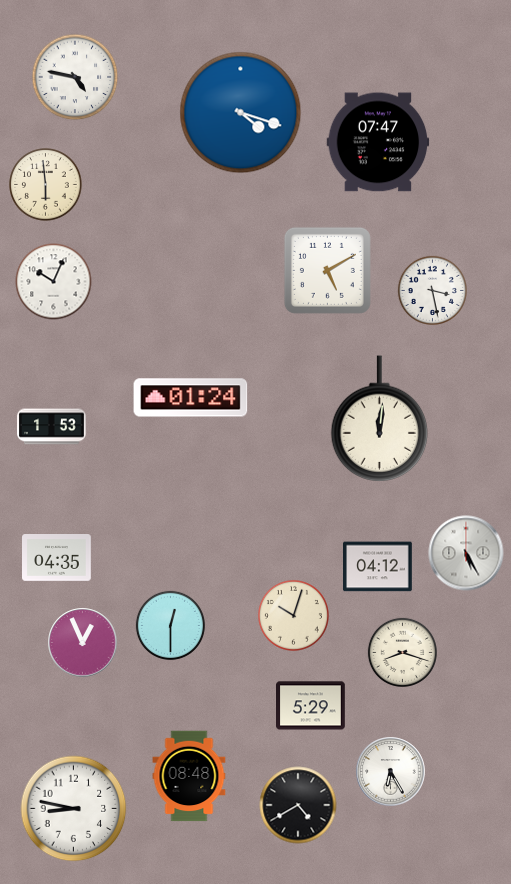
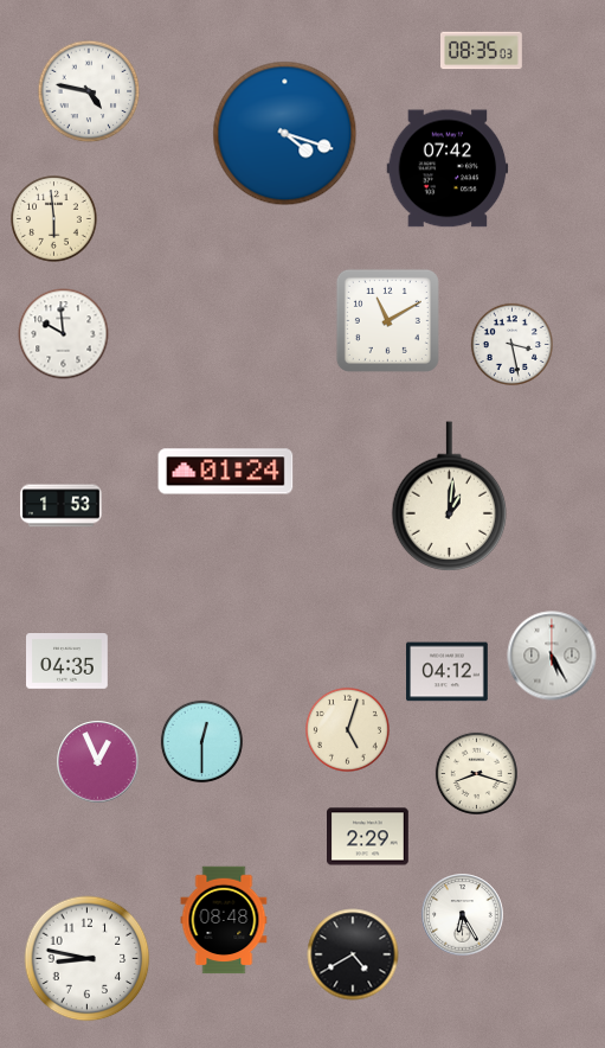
clock at (482, 51): none -> 08:35
clock at (378, 142): 07:47 -> 07:42
clock at (327, 270): 5:10 -> 11:10
clock at (54, 282): 10:04 -> 9:59
clock at (380, 419): 12:01 -> 1:01
clock at (293, 615): 10:03 -> 5:03
clock at (311, 706): 5:29 -> 2:29
